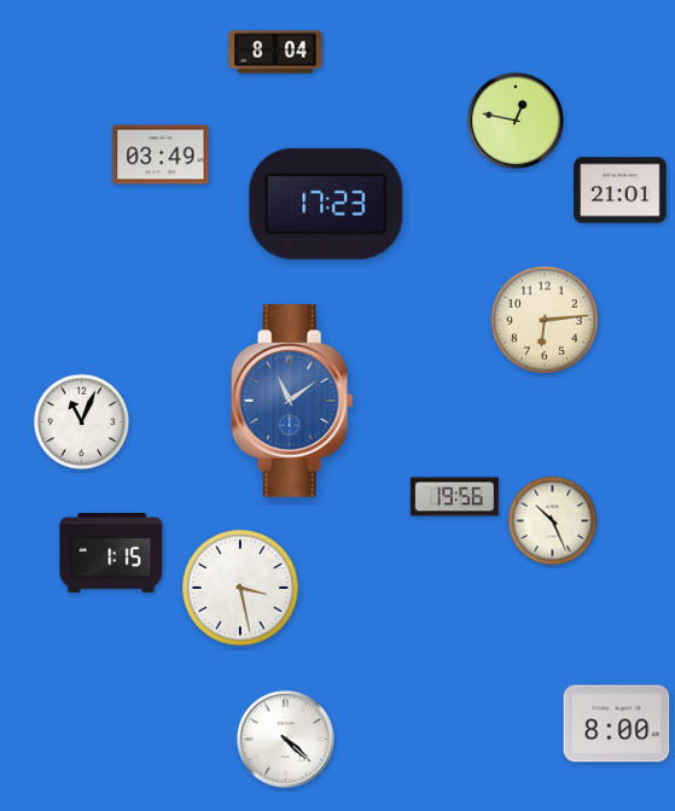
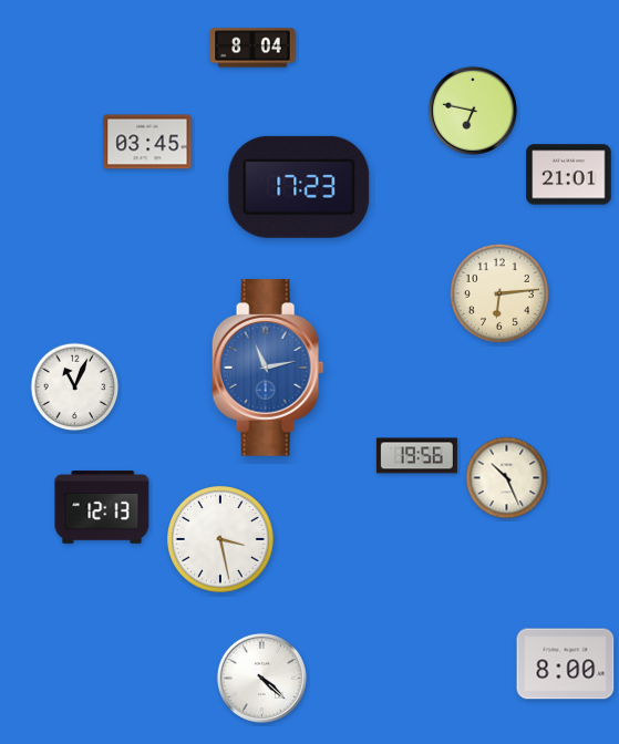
clock at (516, 121): 12:47 -> 6:47
clock at (161, 154): 03:49 -> 03:45
clock at (292, 402): 11:09 -> 11:13
clock at (111, 553): 1:15 -> 12:13
